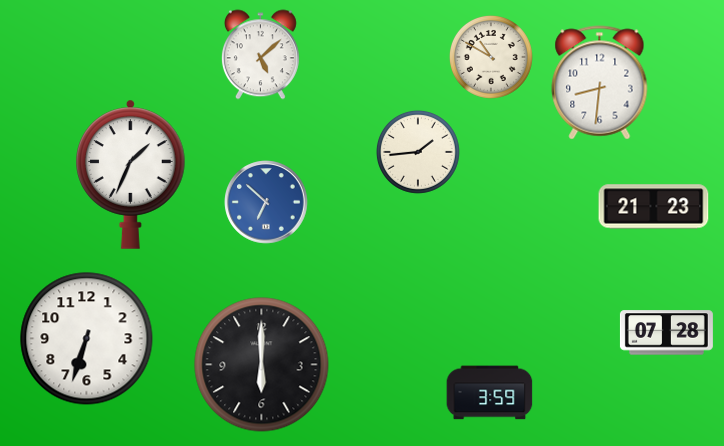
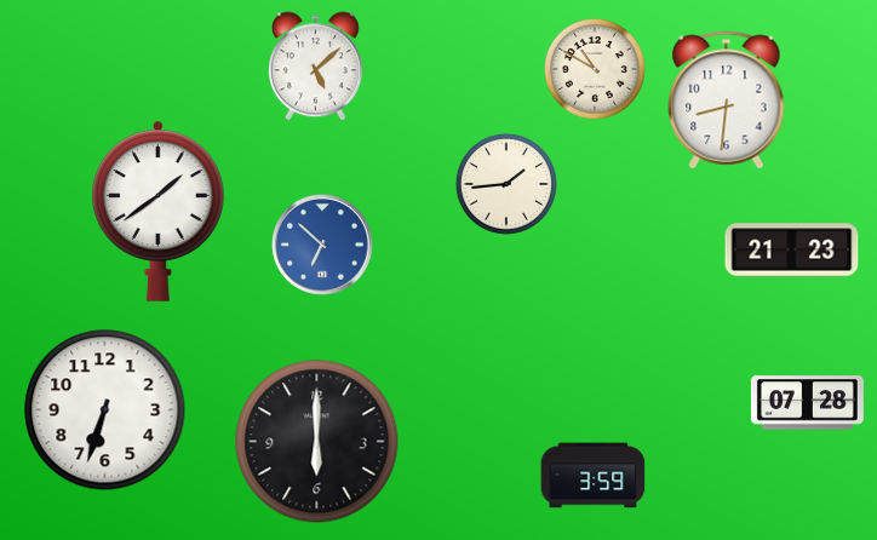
clock at (131, 174): 1:34 -> 1:39
